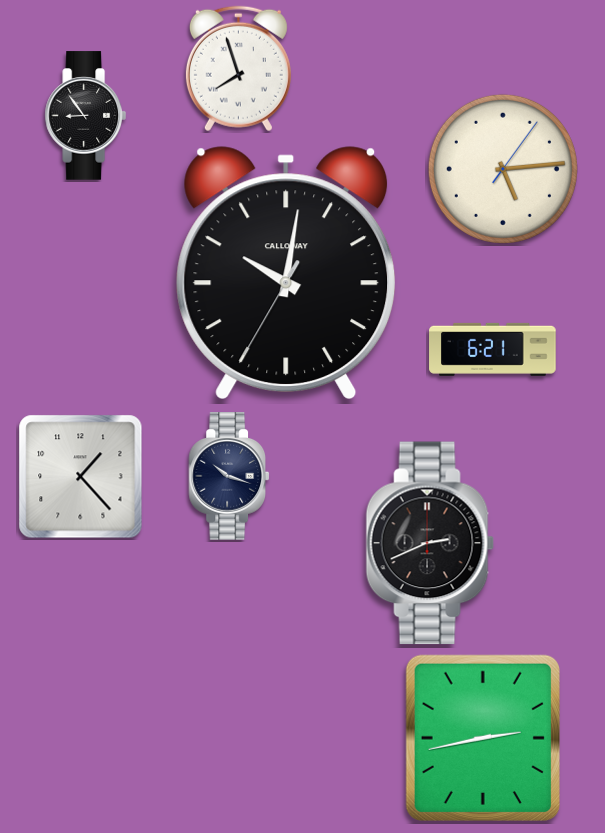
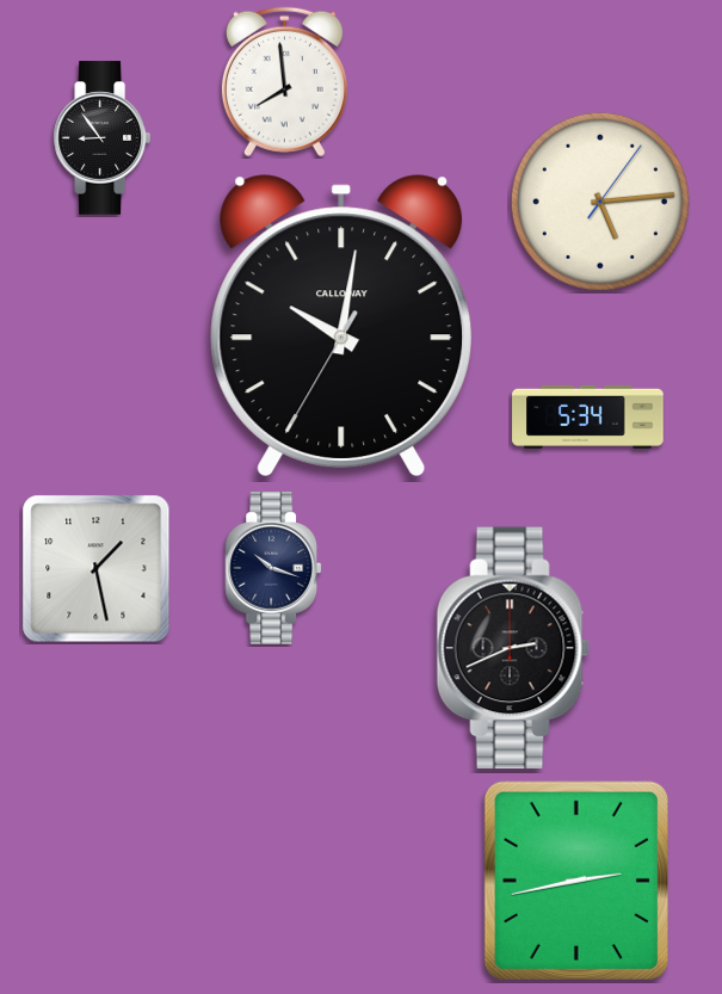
clock at (238, 69): 7:57 -> 7:59
clock at (493, 349): 6:21 -> 5:34
clock at (81, 477): 1:23 -> 1:28
